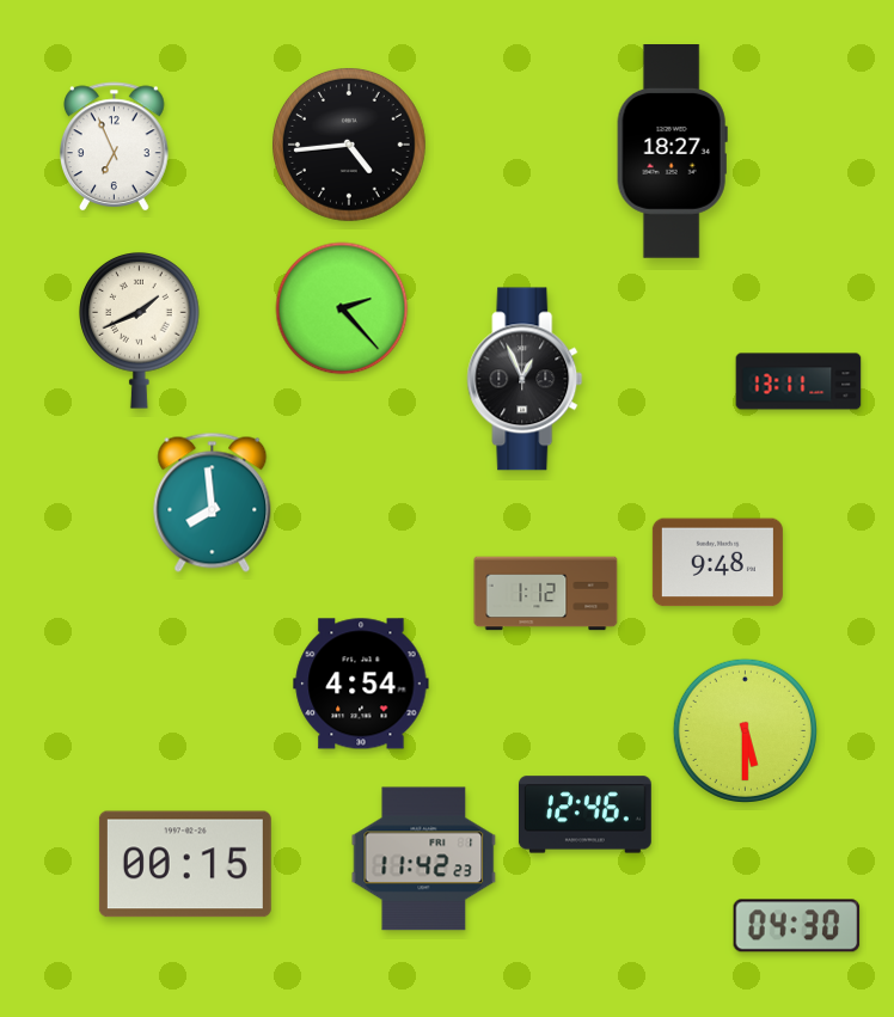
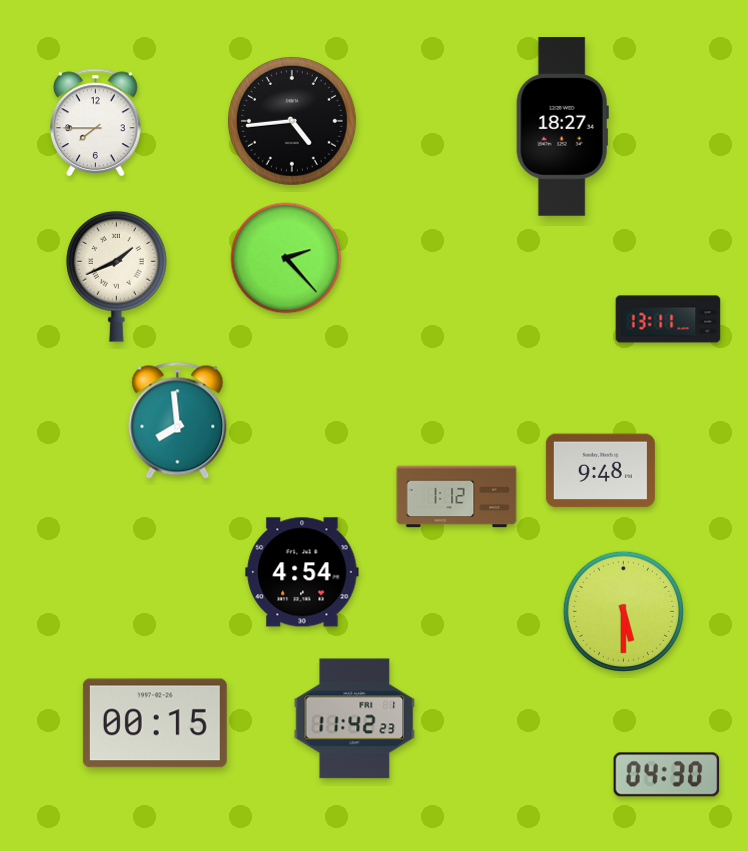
clock at (115, 146): 6:56 -> 7:45
clock at (525, 379): 12:56 -> none
clock at (586, 815): 12:46 -> none
